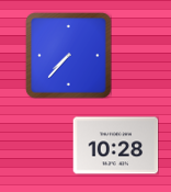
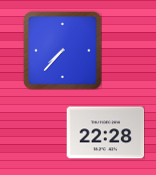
clock at (115, 146): 10:28 -> 22:28
